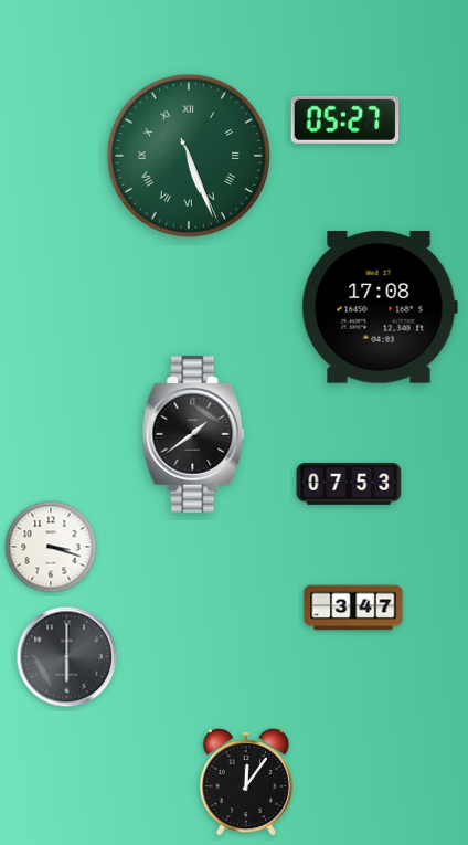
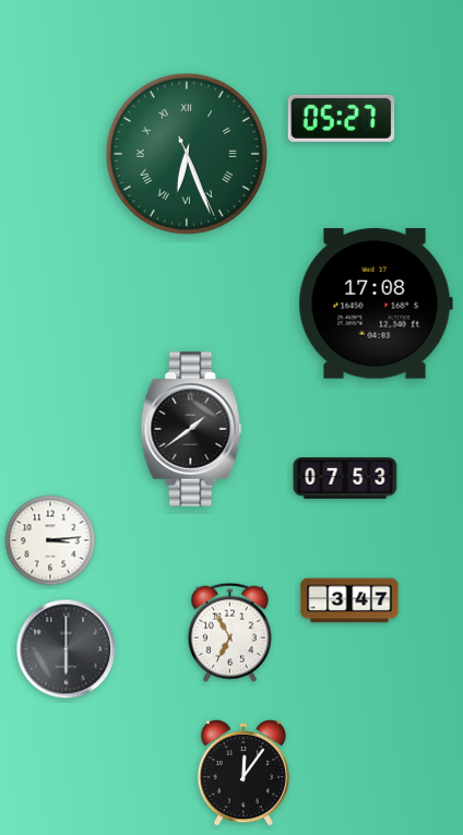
clock at (189, 156): 5:26 -> 6:26
clock at (51, 547): 3:18 -> 3:14
clock at (229, 632): none -> 6:55
